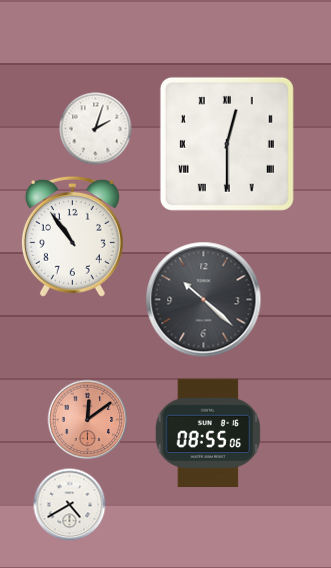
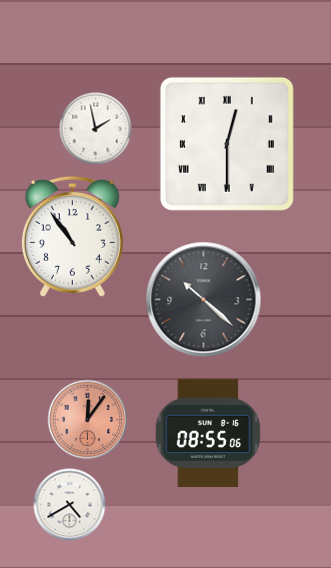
clock at (96, 129): 2:03 -> 1:58
clock at (88, 420): 12:09 -> 12:06
